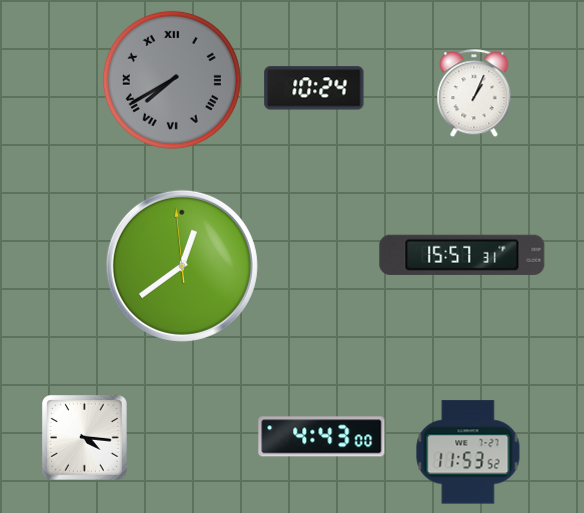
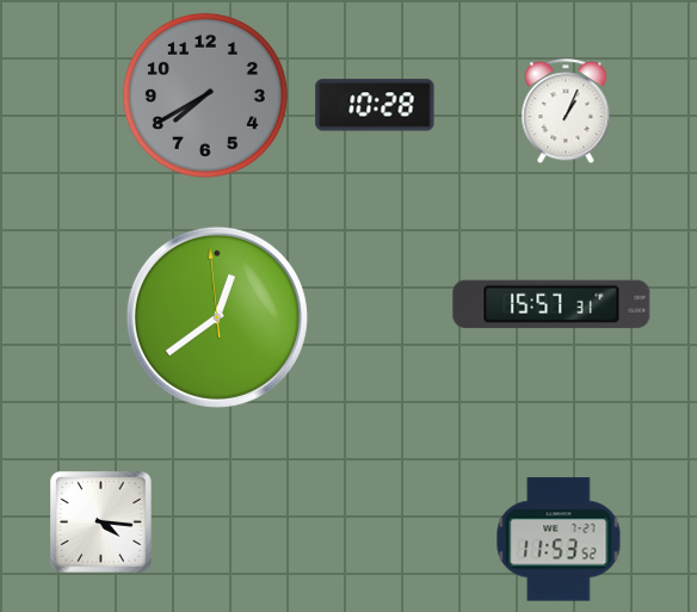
clock at (172, 80) numerals: Roman -> Arabic
clock at (314, 88): 10:24 -> 10:28
clock at (322, 437): 4:43 -> none
